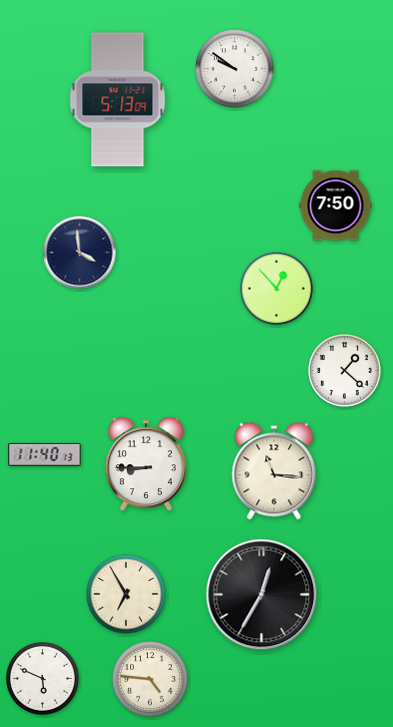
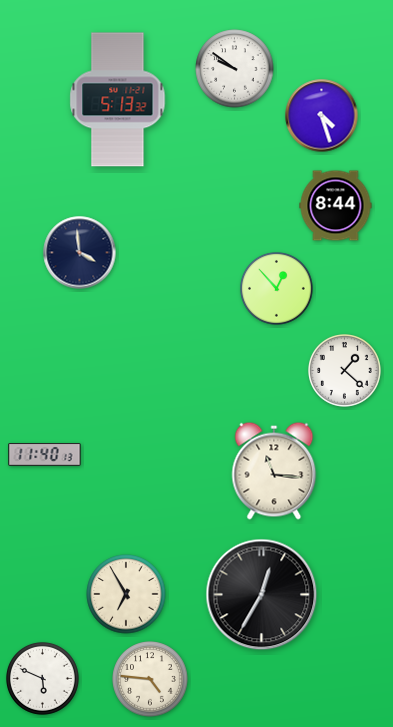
clock at (118, 100): 5:13:09 -> 5:13:32
clock at (322, 116): none -> 4:27
clock at (336, 206): 7:50 -> 8:44
clock at (146, 465): 8:45 -> none
